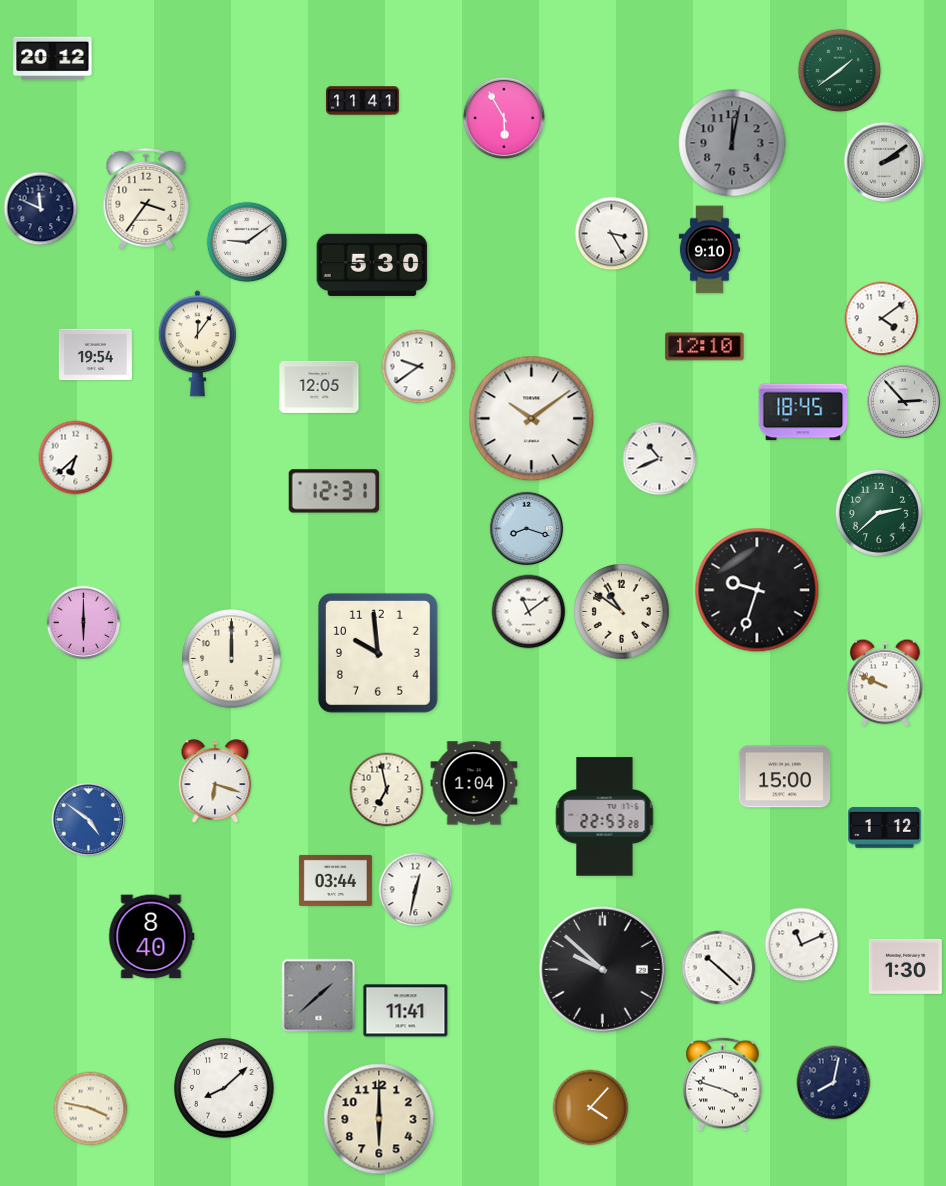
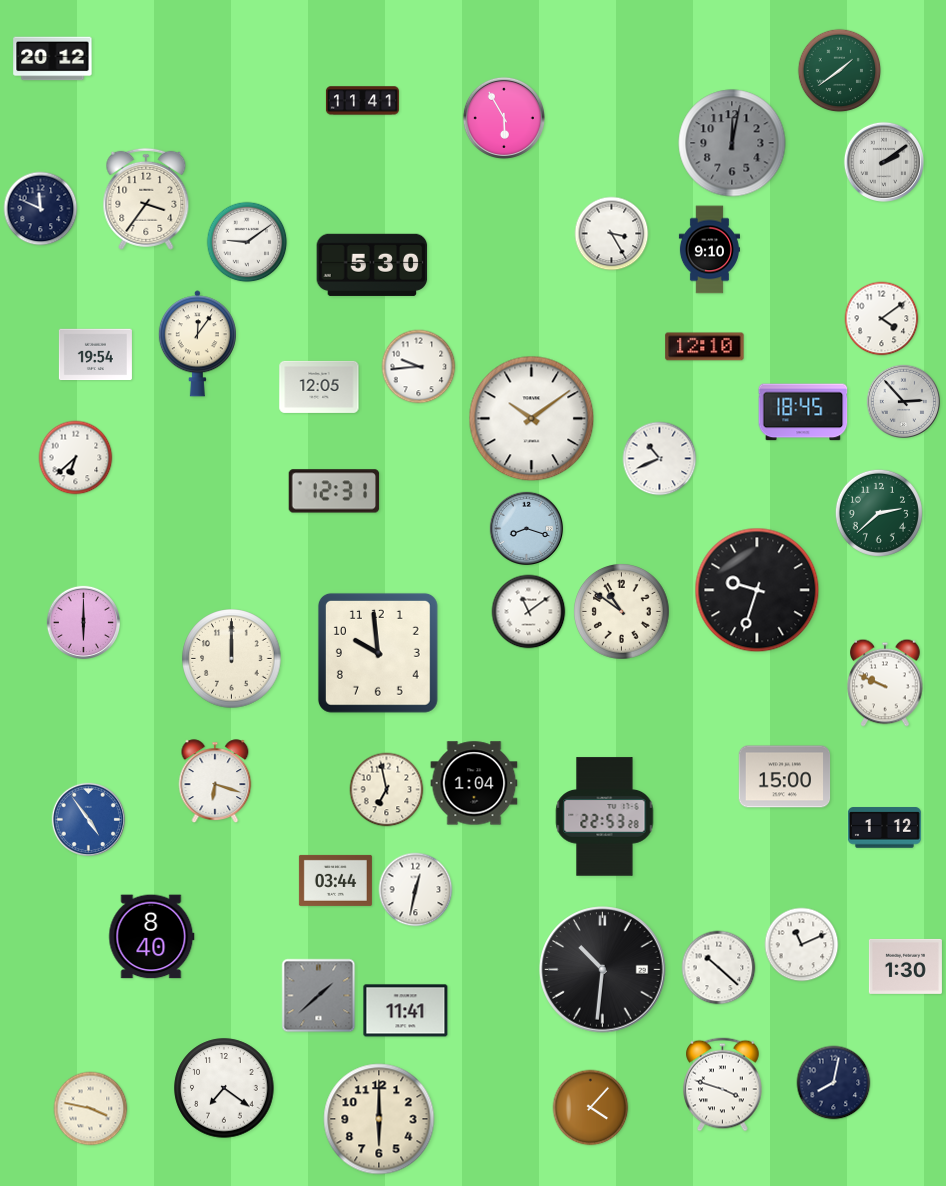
clock at (419, 367): 9:39 -> 9:44
clock at (88, 819): 4:51 -> 4:54
clock at (603, 970): 9:52 -> 10:31
clock at (224, 1088): 8:08 -> 7:21
